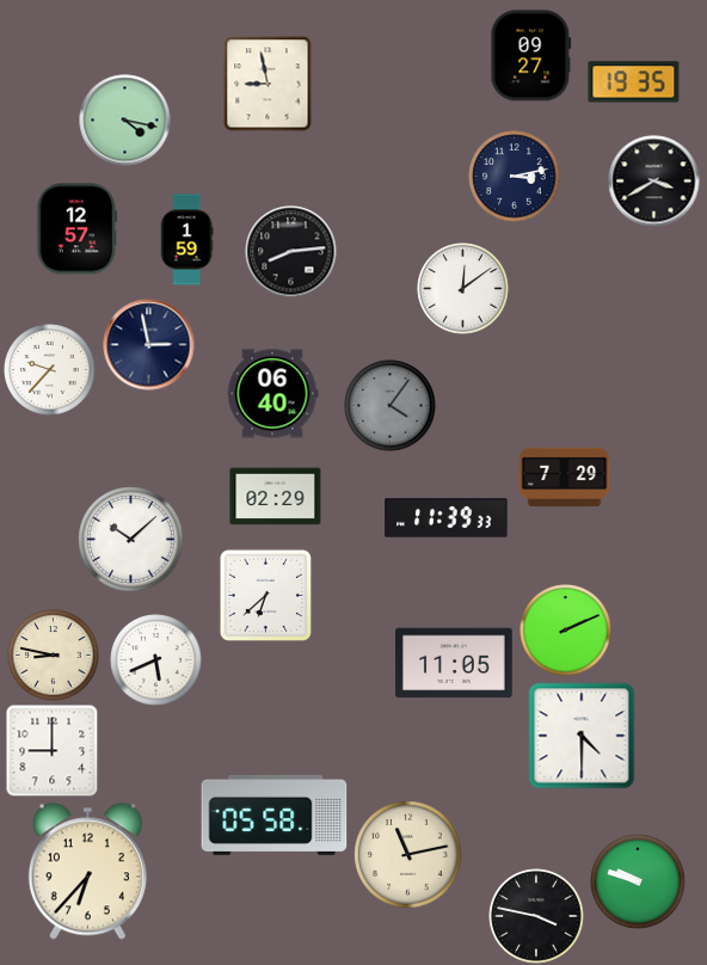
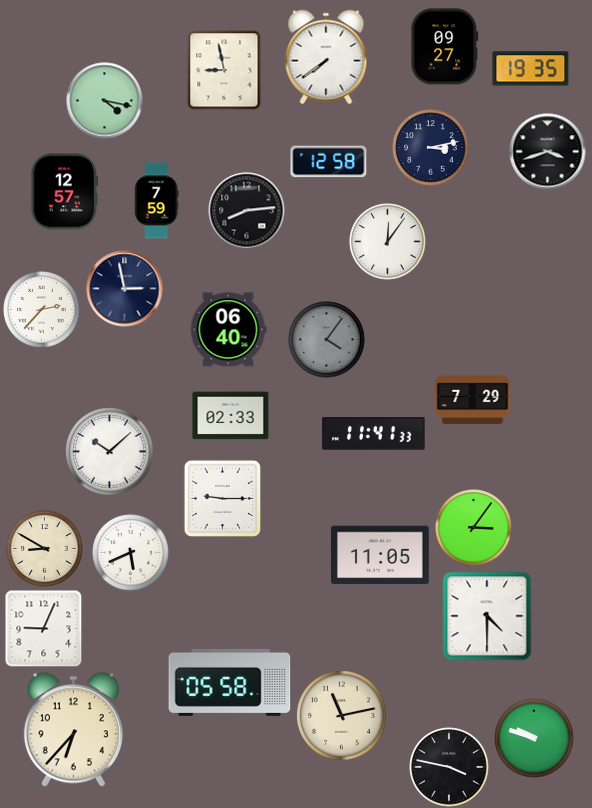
clock at (326, 57): none -> 7:39
clock at (654, 182): 3:40 -> 3:42
clock at (329, 162): none -> 12:58
clock at (186, 240): 1:59 -> 7:59
clock at (291, 252) position: (291, 252) -> (247, 211)
clock at (463, 289): 12:09 -> 12:06
clock at (50, 370): 9:37 -> 2:37
clock at (276, 497): 02:29 -> 02:33
clock at (447, 518): 11:39 -> 11:41
clock at (265, 595): 6:38 -> 9:15
clock at (566, 631): 2:11 -> 3:06
clock at (54, 656): 8:47 -> 8:50
clock at (51, 750): 9:00 -> 9:04
